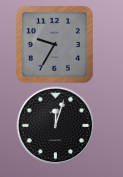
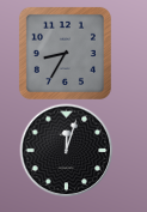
clock at (54, 44): 9:35 -> 8:35
